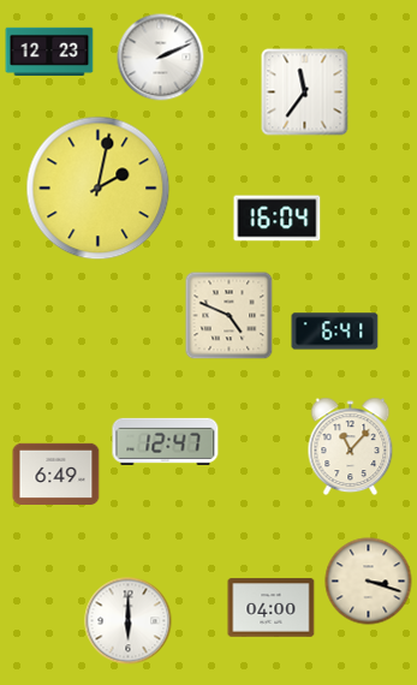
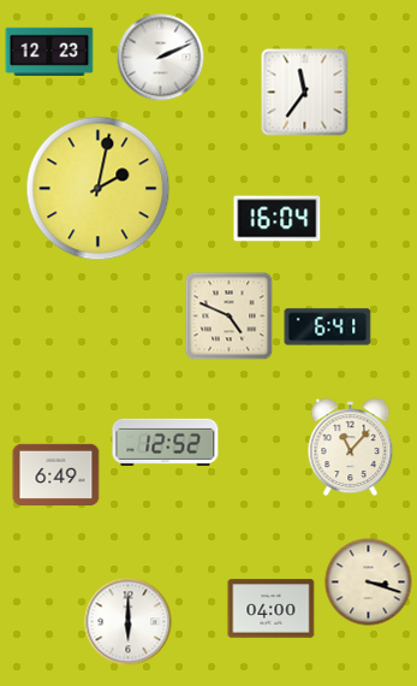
clock at (335, 332) position: (335, 332) -> (328, 327)
clock at (166, 441): 12:47 -> 12:52
